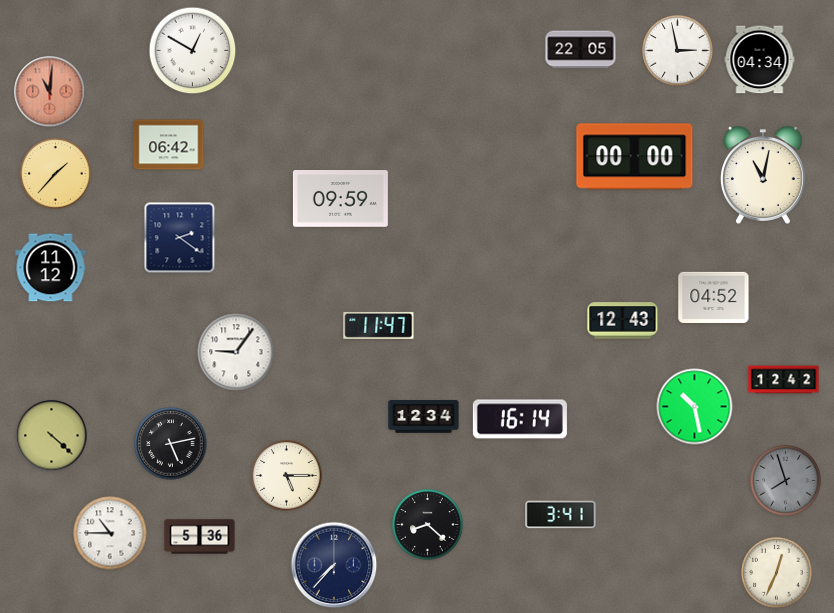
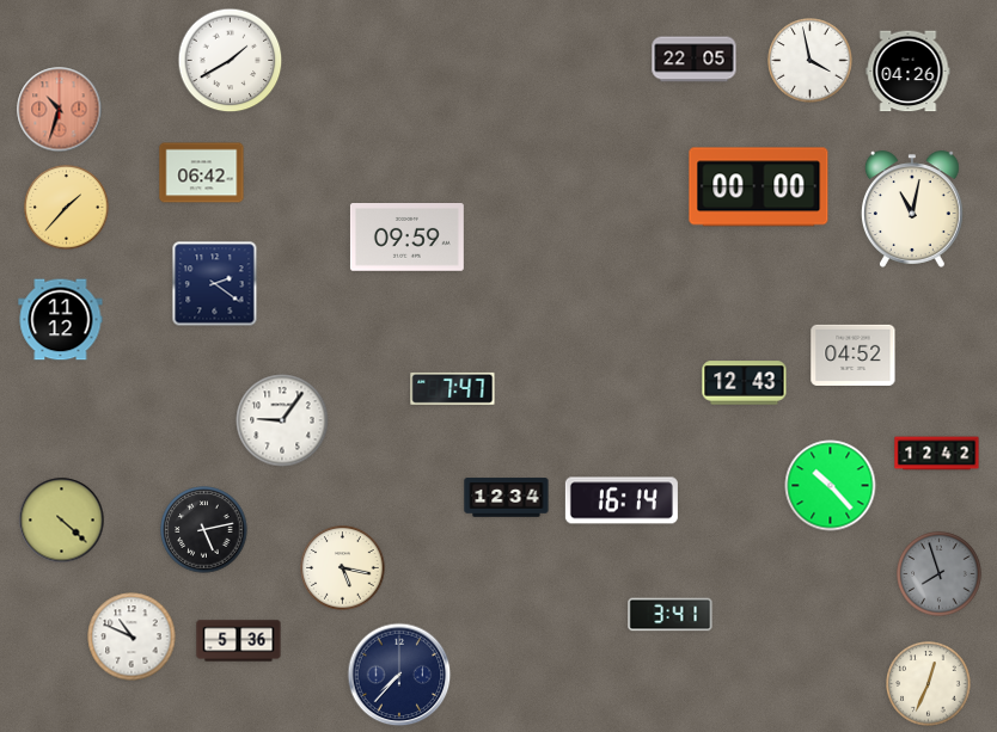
clock at (193, 51): 12:50 -> 1:40
clock at (678, 51): 2:58 -> 3:58
clock at (760, 60): 04:34 -> 04:26
clock at (50, 92): 11:01 -> 10:33
clock at (379, 325): 11:47 -> 7:47
clock at (695, 407): 10:28 -> 10:23
clock at (287, 476): 5:15 -> 5:17
clock at (428, 525): 8:22 -> none
clock at (110, 533): 10:45 -> 10:49
